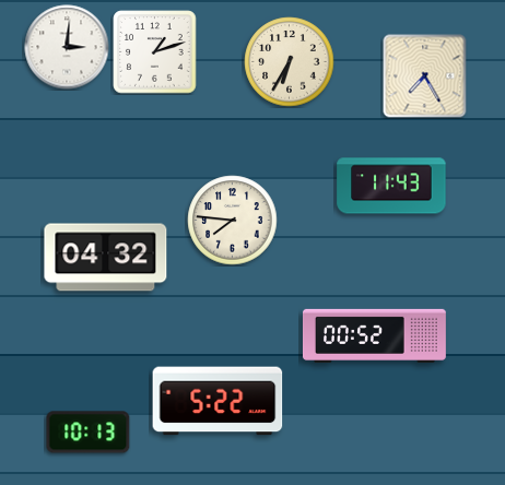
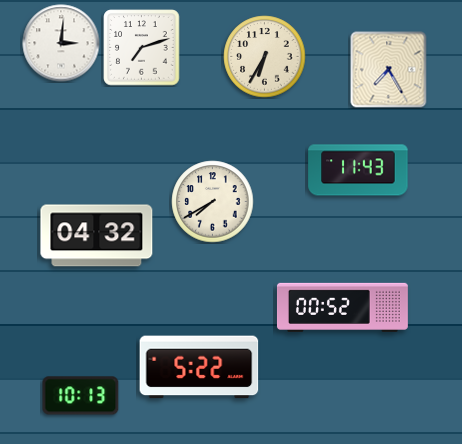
clock at (155, 52): 1:12 -> 7:12
clock at (233, 221): 7:46 -> 7:40
